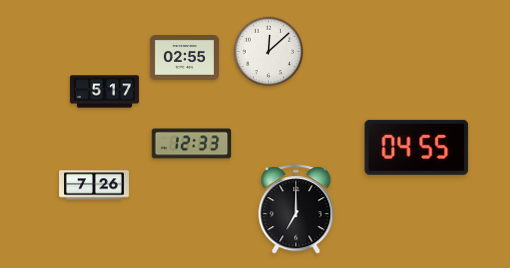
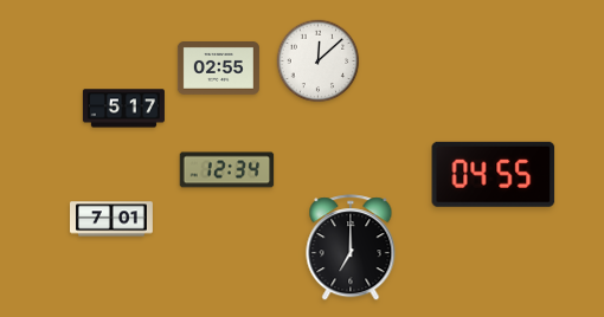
clock at (192, 144): 12:33 -> 12:34
clock at (95, 185): 7:26 -> 7:01
